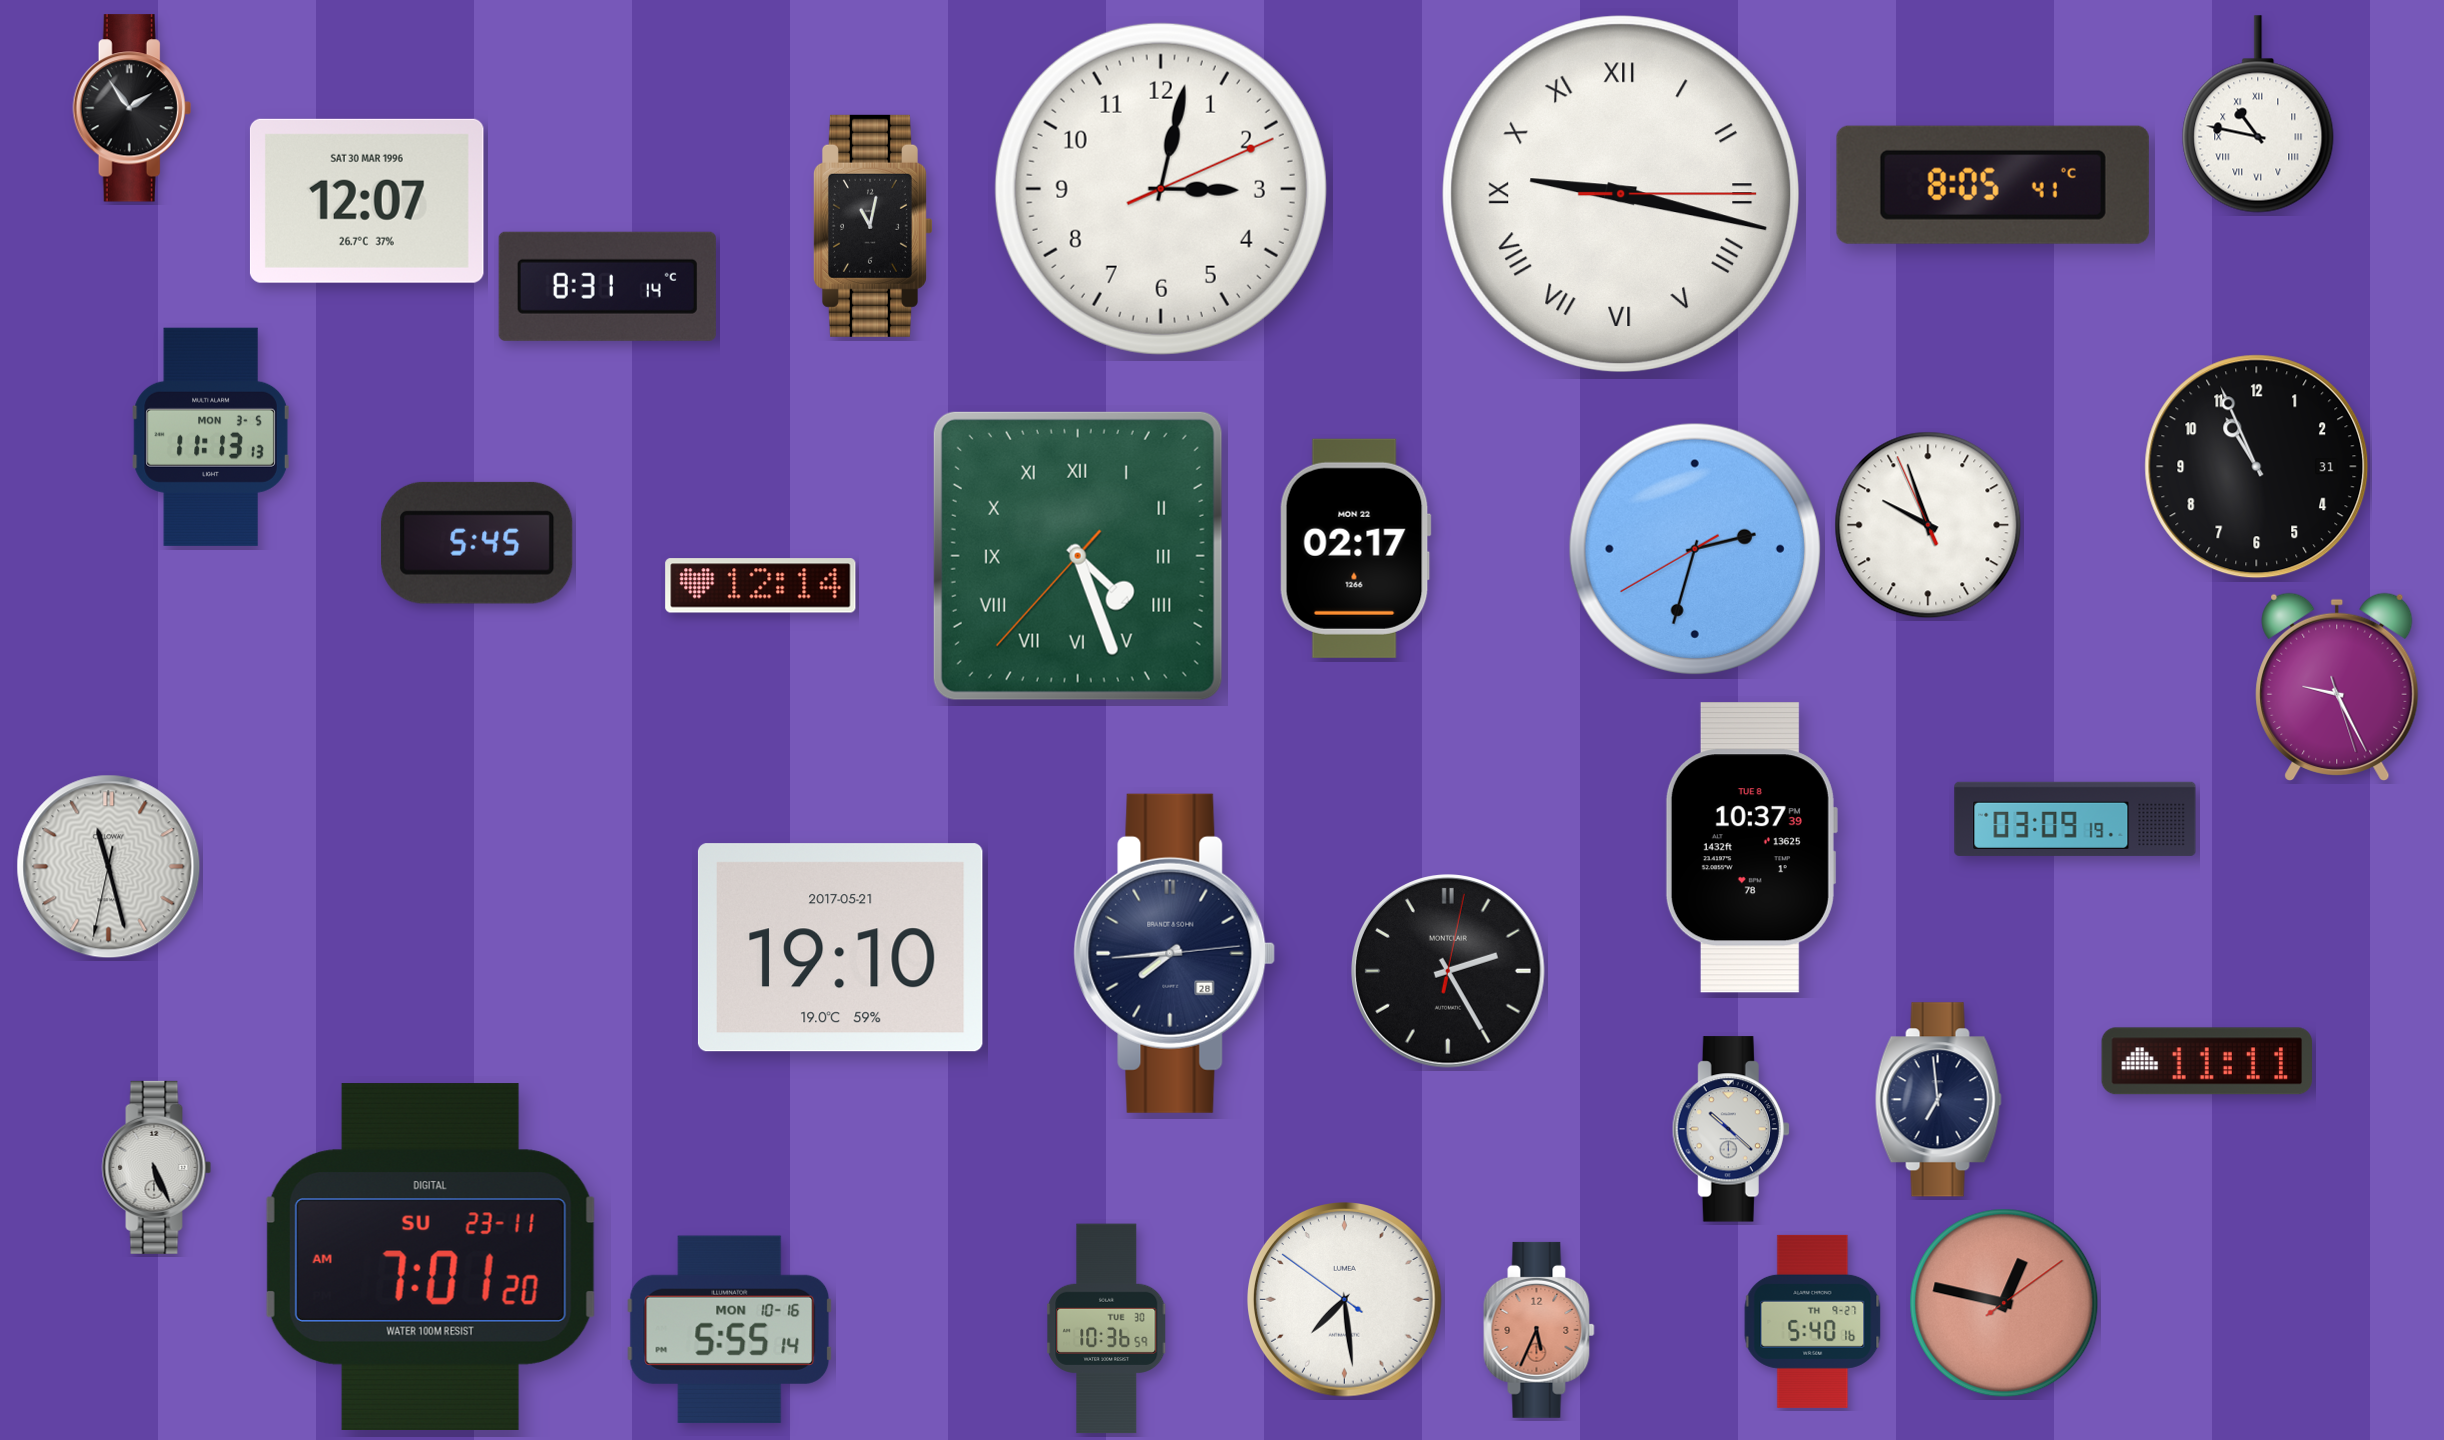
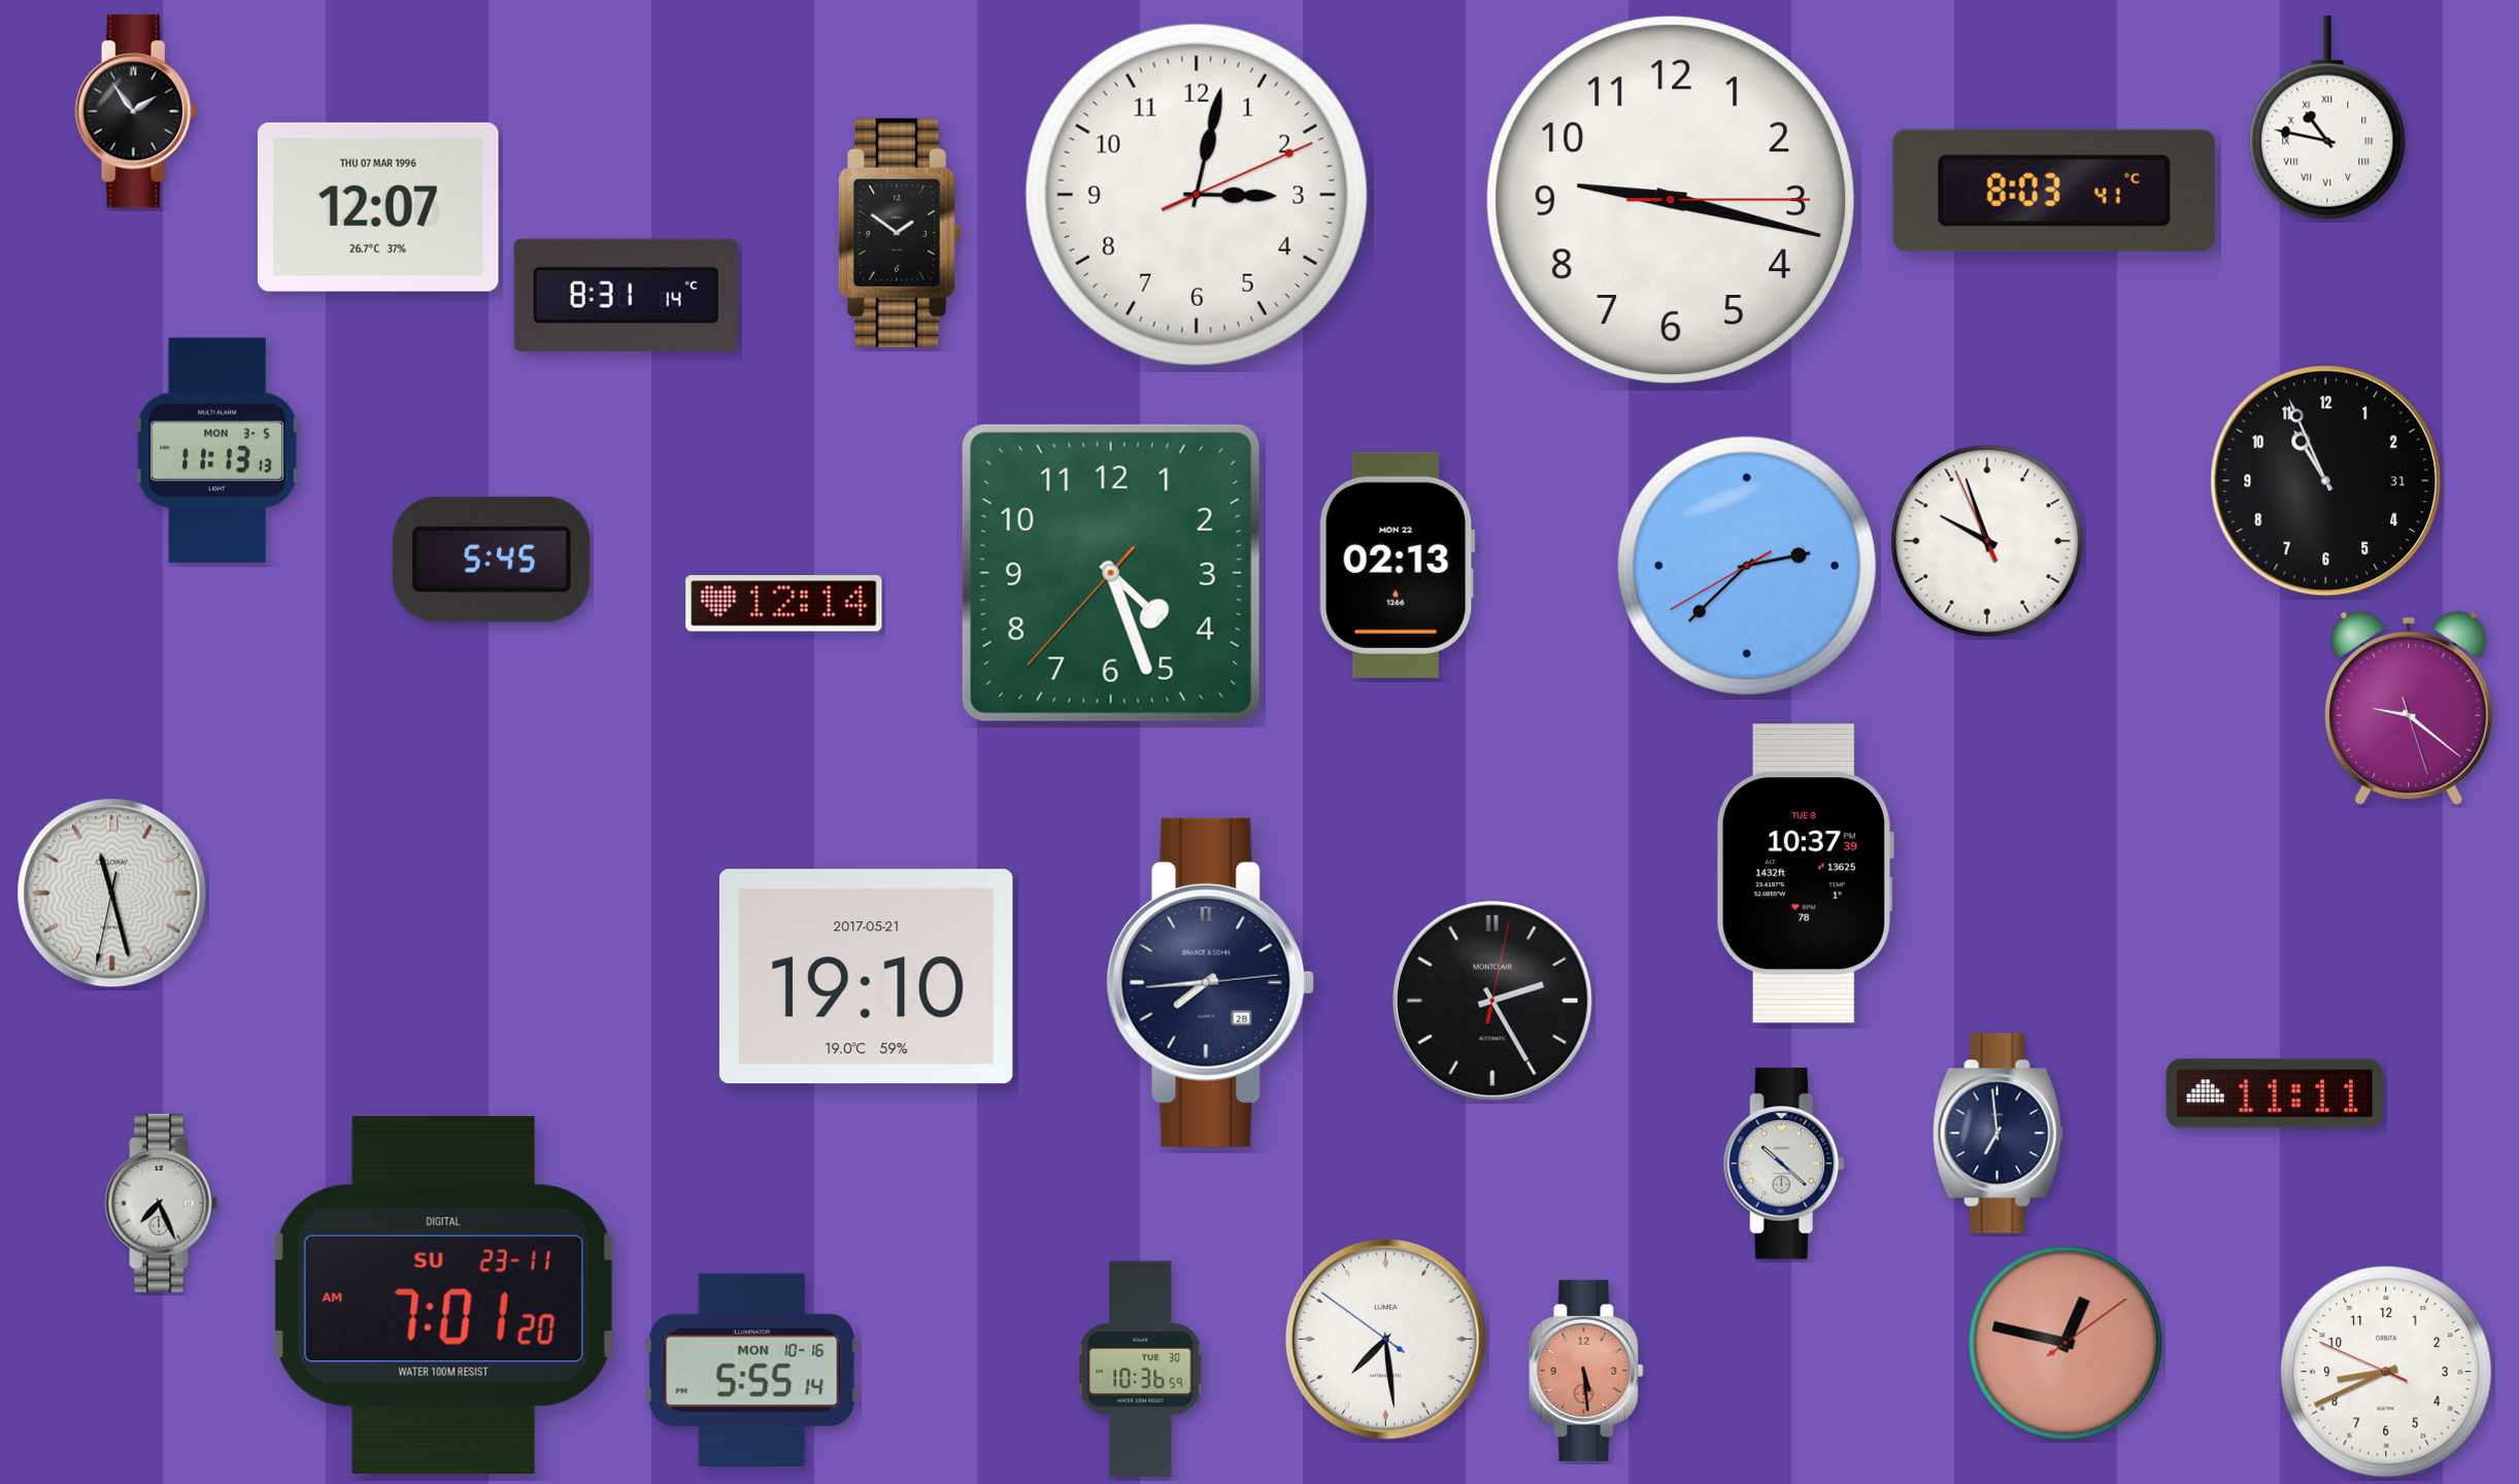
clock at (1993, 185): 8:05 -> 8:03
clock at (1620, 193) numerals: Roman -> Arabic
clock at (367, 201) date: SAT 30 MAR 1996 -> THU 07 MAR 1996
clock at (873, 226): 11:02 -> 1:51
clock at (1355, 548): 02:17 -> 02:13
clock at (1695, 549): 2:32 -> 2:37
clock at (1078, 556) numerals: Roman -> Arabic
clock at (2337, 686): 9:25 -> 9:21
clock at (2075, 819): 03:09 -> none
clock at (157, 1167): 5:26 -> 7:26
clock at (1813, 1321): 5:40 -> none
clock at (1539, 1330): 5:34 -> 5:29
clock at (2386, 1372): none -> 8:40
